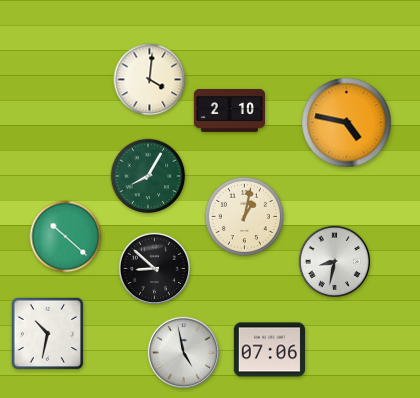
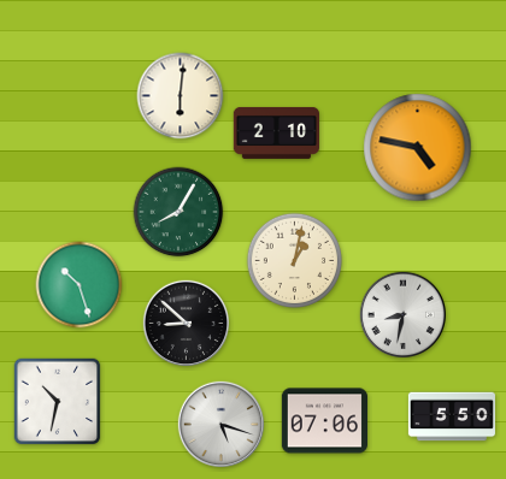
clock at (150, 80): 4:01 -> 6:01
clock at (66, 237): 10:22 -> 10:27
clock at (452, 416): none -> 5:50
clock at (183, 352): 4:58 -> 5:18
